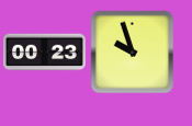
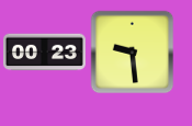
clock at (133, 53): 9:57 -> 9:29
